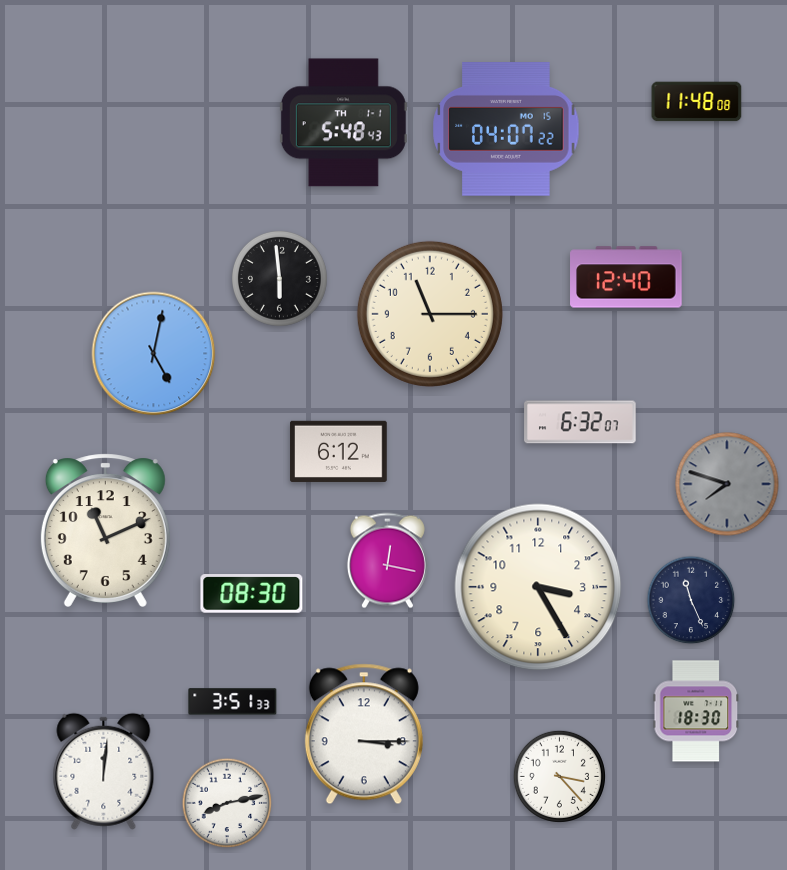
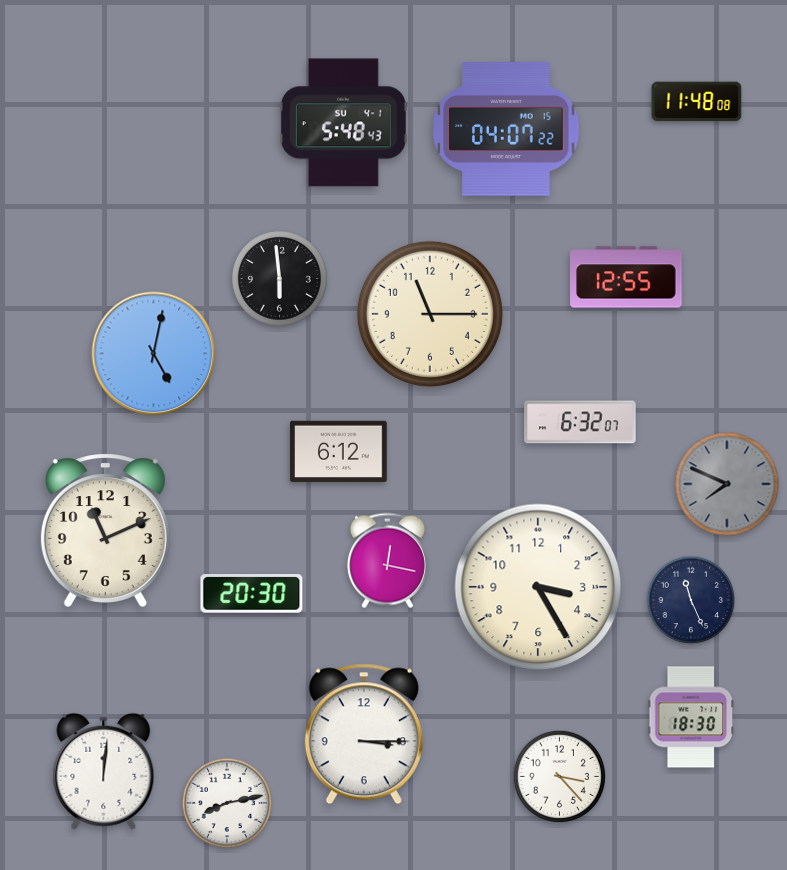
clock at (343, 123) date: TH 1-1 -> SU 4-1
clock at (626, 277): 12:40 -> 12:55
clock at (727, 484): 7:48 -> 7:49
clock at (252, 594): 08:30 -> 20:30
clock at (233, 702): 3:51 -> none
clock at (696, 711) position: (696, 711) -> (691, 717)
